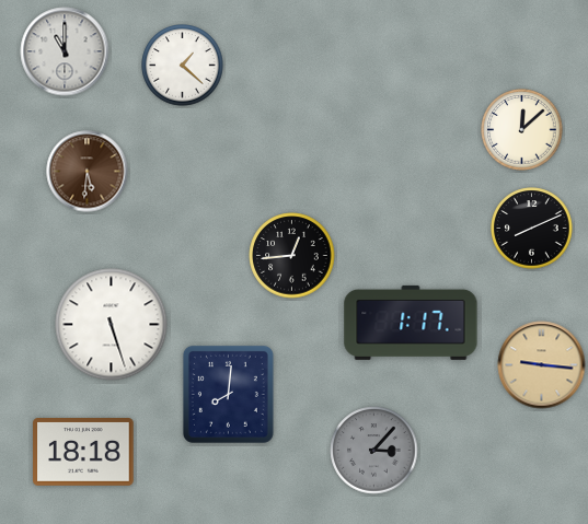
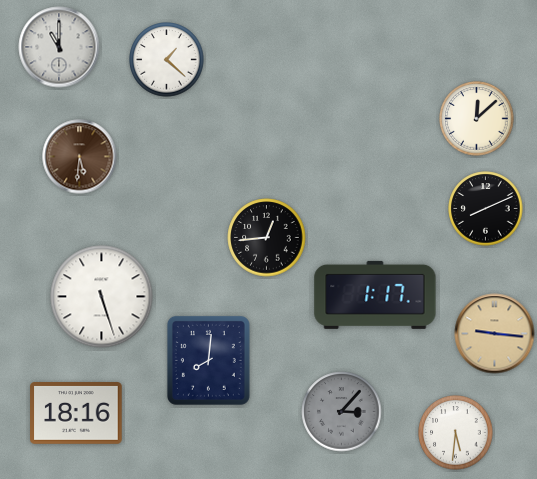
clock at (292, 256) position: (292, 256) -> (267, 238)
clock at (83, 453): 18:18 -> 18:16
clock at (456, 433): none -> 5:31
